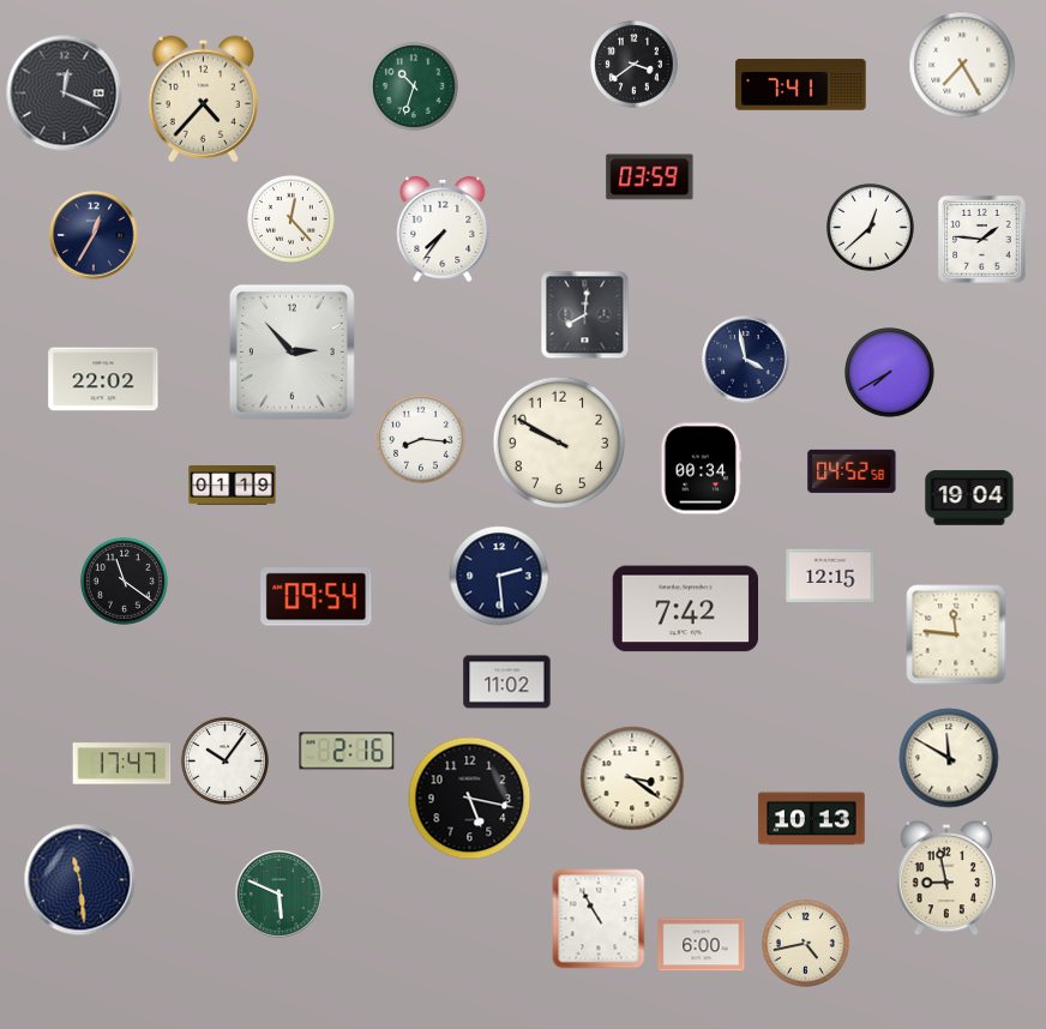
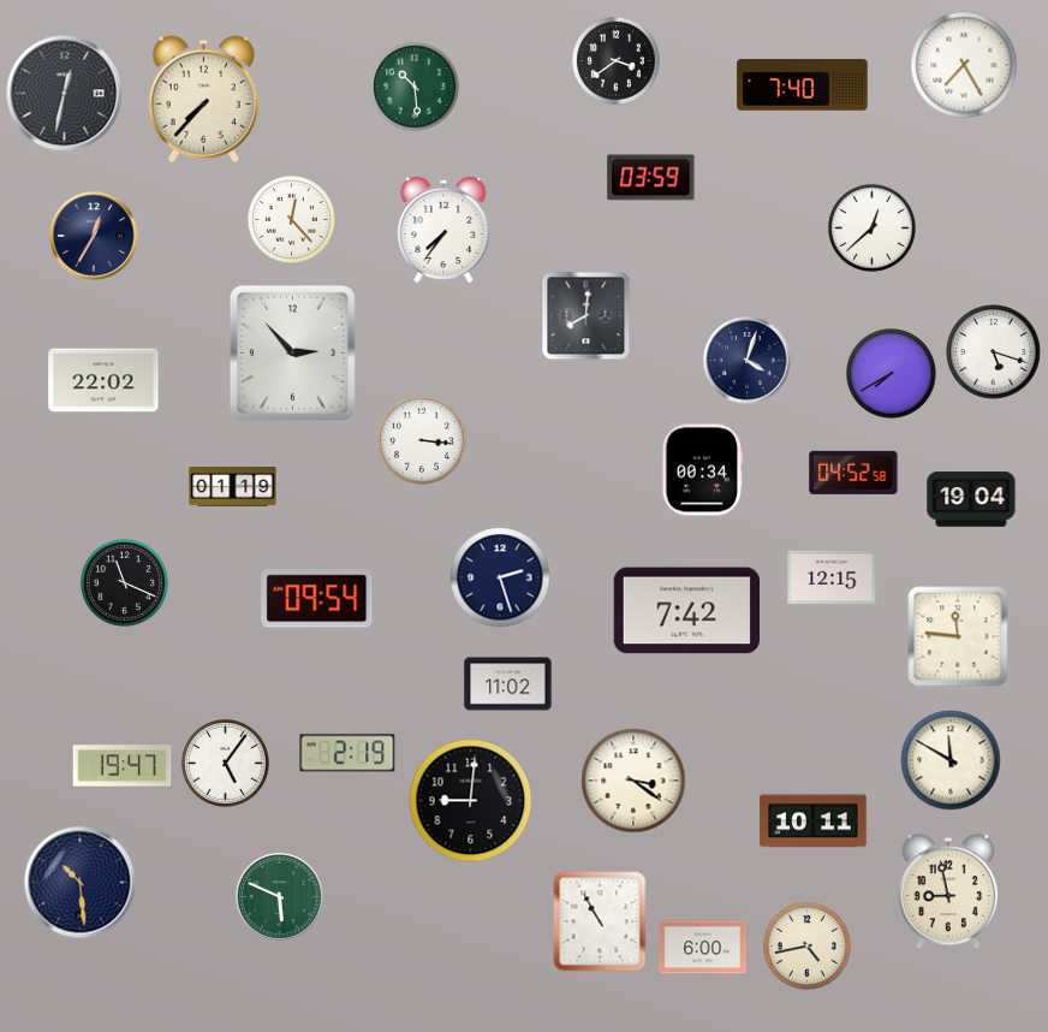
clock at (633, 64) position: (633, 64) -> (615, 60)
clock at (801, 85): 7:41 -> 7:40
clock at (415, 88): 10:33 -> 10:29
clock at (65, 94): 12:19 -> 12:32
clock at (204, 98): 4:37 -> 7:37
clock at (982, 240): 1:46 -> none
clock at (994, 352): none -> 5:18
clock at (746, 360): 3:58 -> 4:03
clock at (422, 440): 8:16 -> 3:16
clock at (559, 443): 9:50 -> none
clock at (499, 576): 2:29 -> 2:27
clock at (124, 580): 11:21 -> 11:19
clock at (347, 751): 2:16 -> 2:19
clock at (224, 760): 10:06 -> 5:06
clock at (122, 764): 17:47 -> 19:47
clock at (470, 799): 5:17 -> 9:01
clock at (812, 819): 10:13 -> 10:11
clock at (946, 878) position: (946, 878) -> (948, 891)
clock at (80, 880): 11:29 -> 10:29
